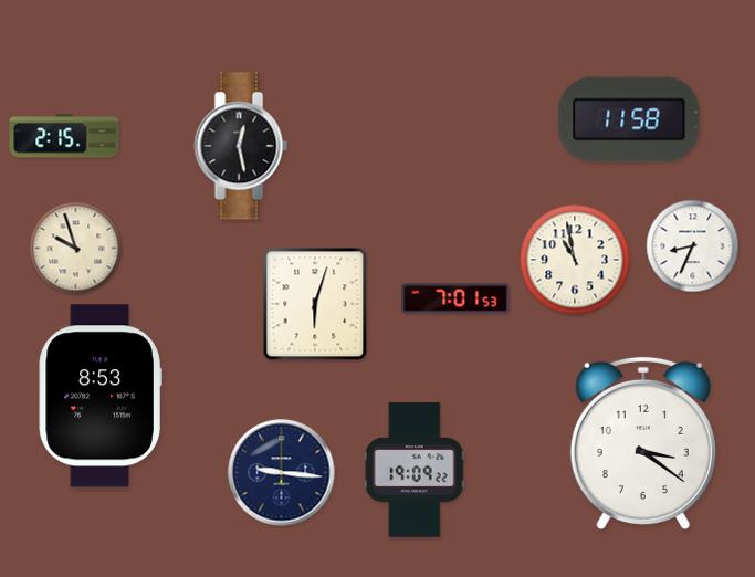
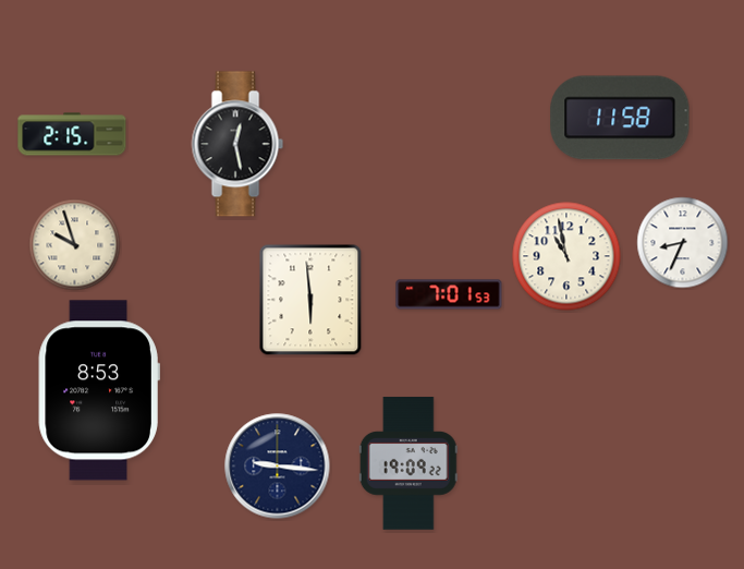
clock at (64, 136) position: (64, 136) -> (72, 134)
clock at (315, 304): 6:03 -> 5:59
clock at (643, 443): 3:21 -> none
